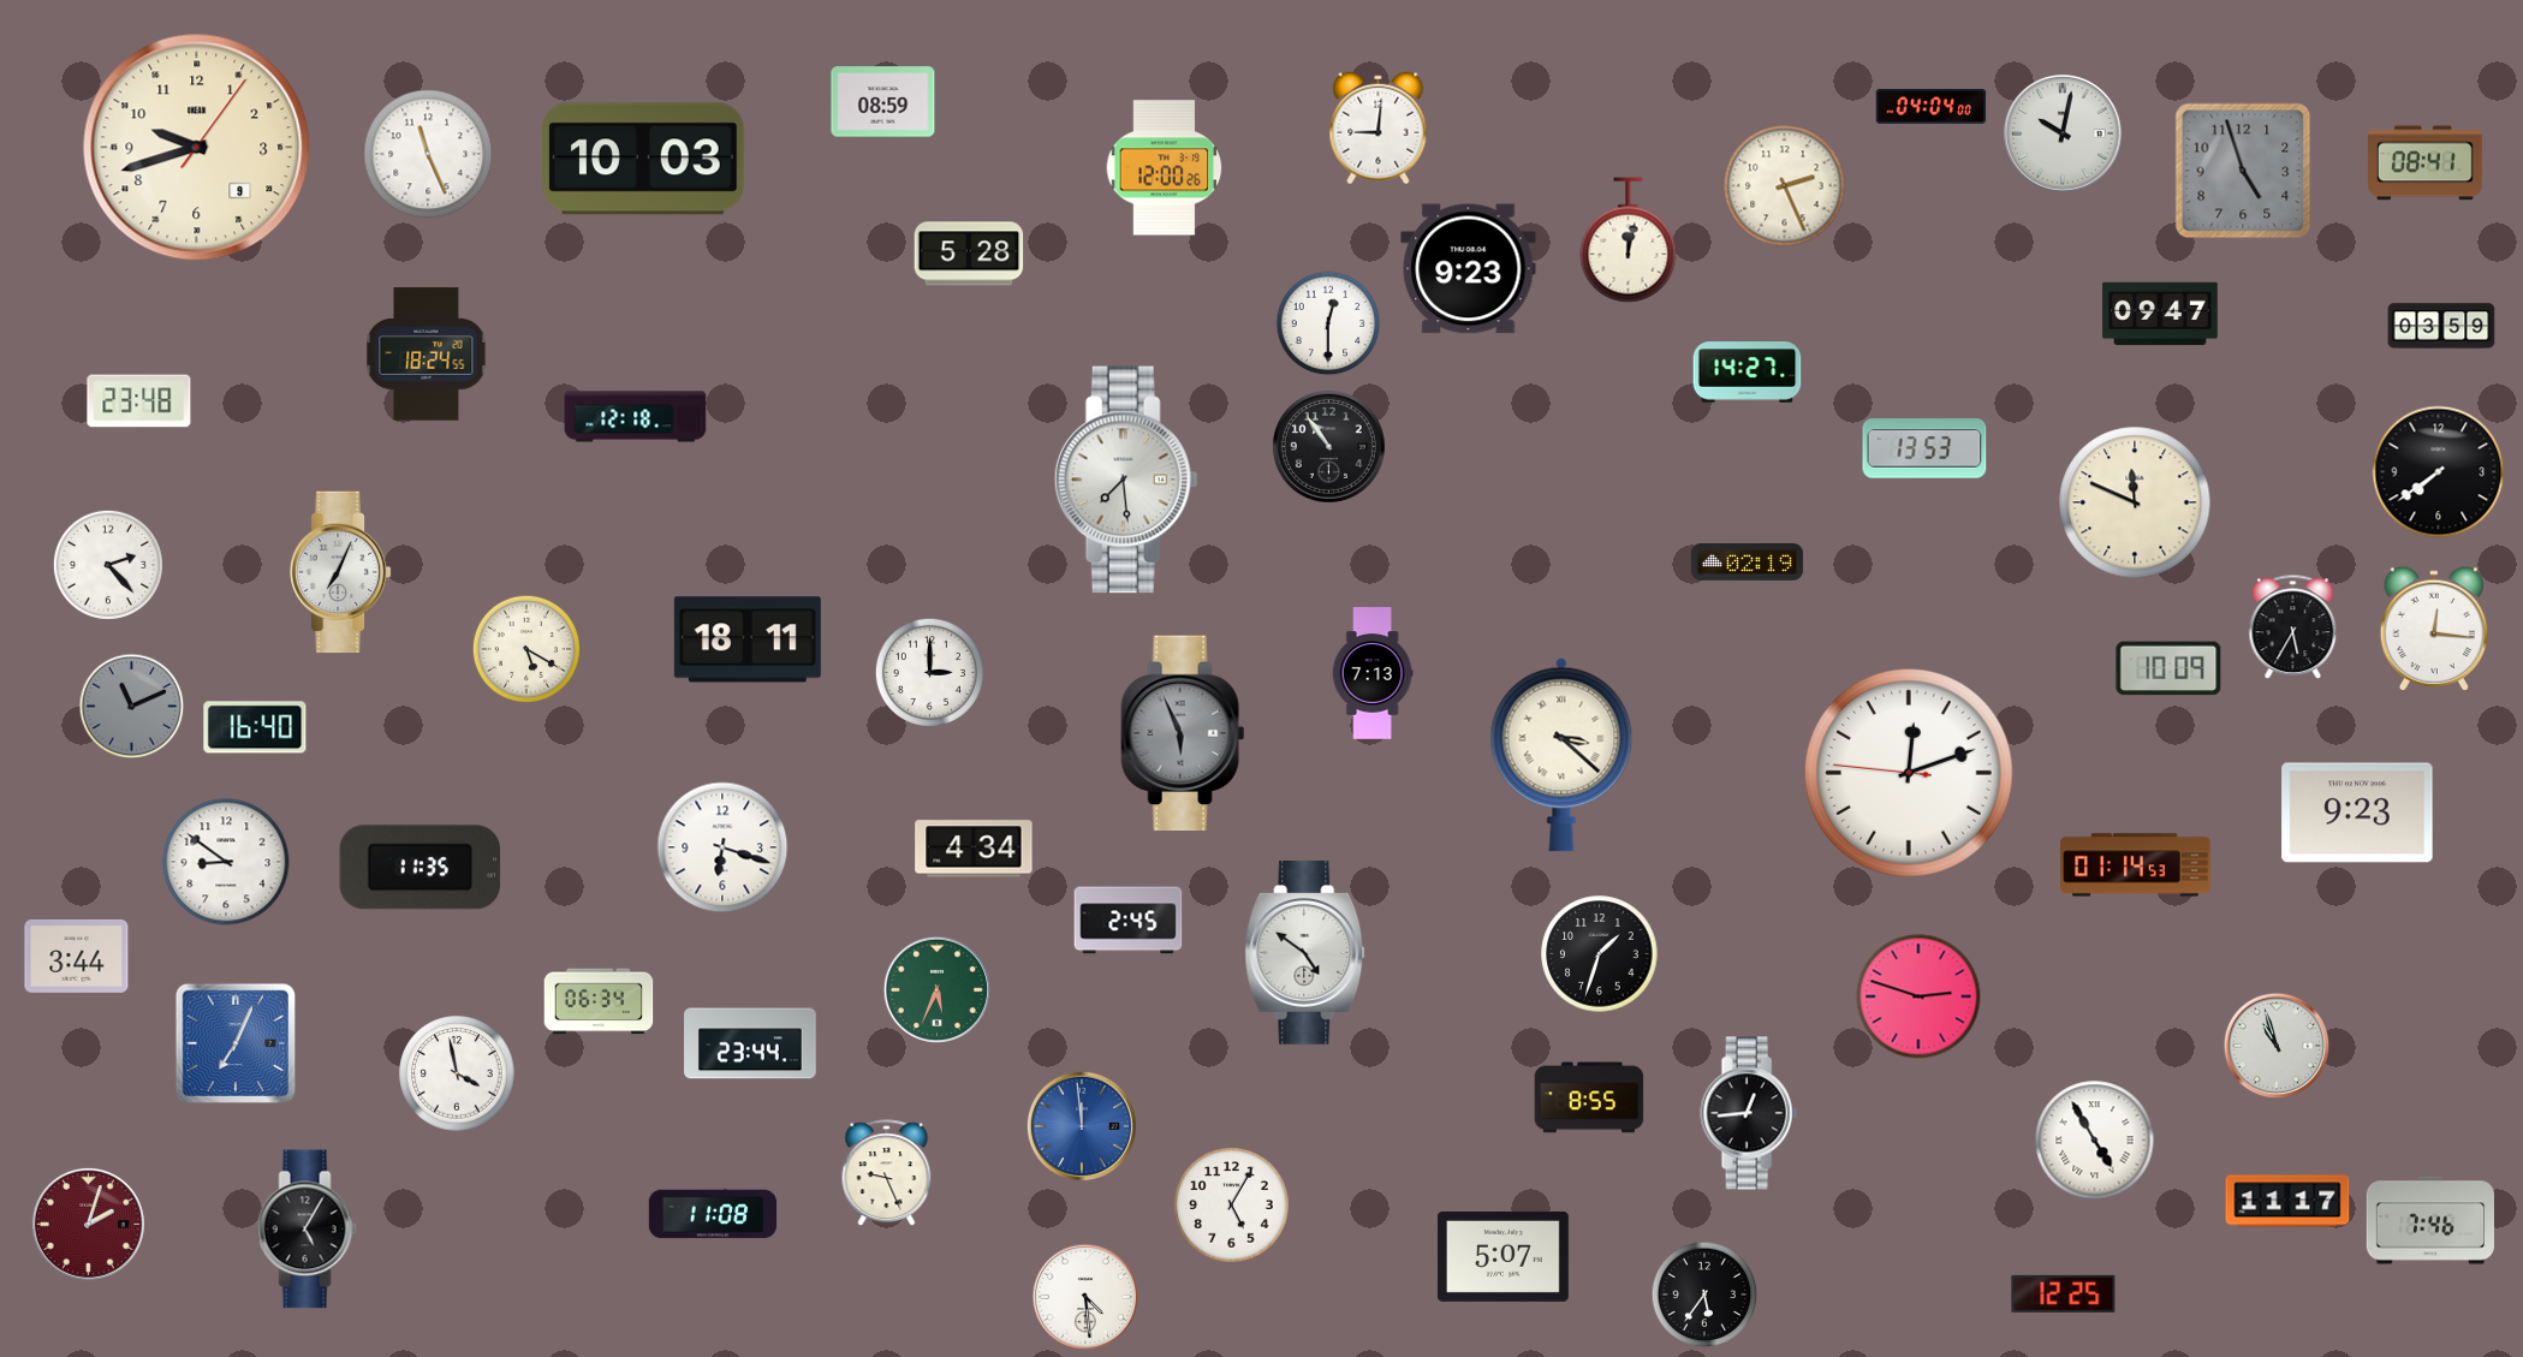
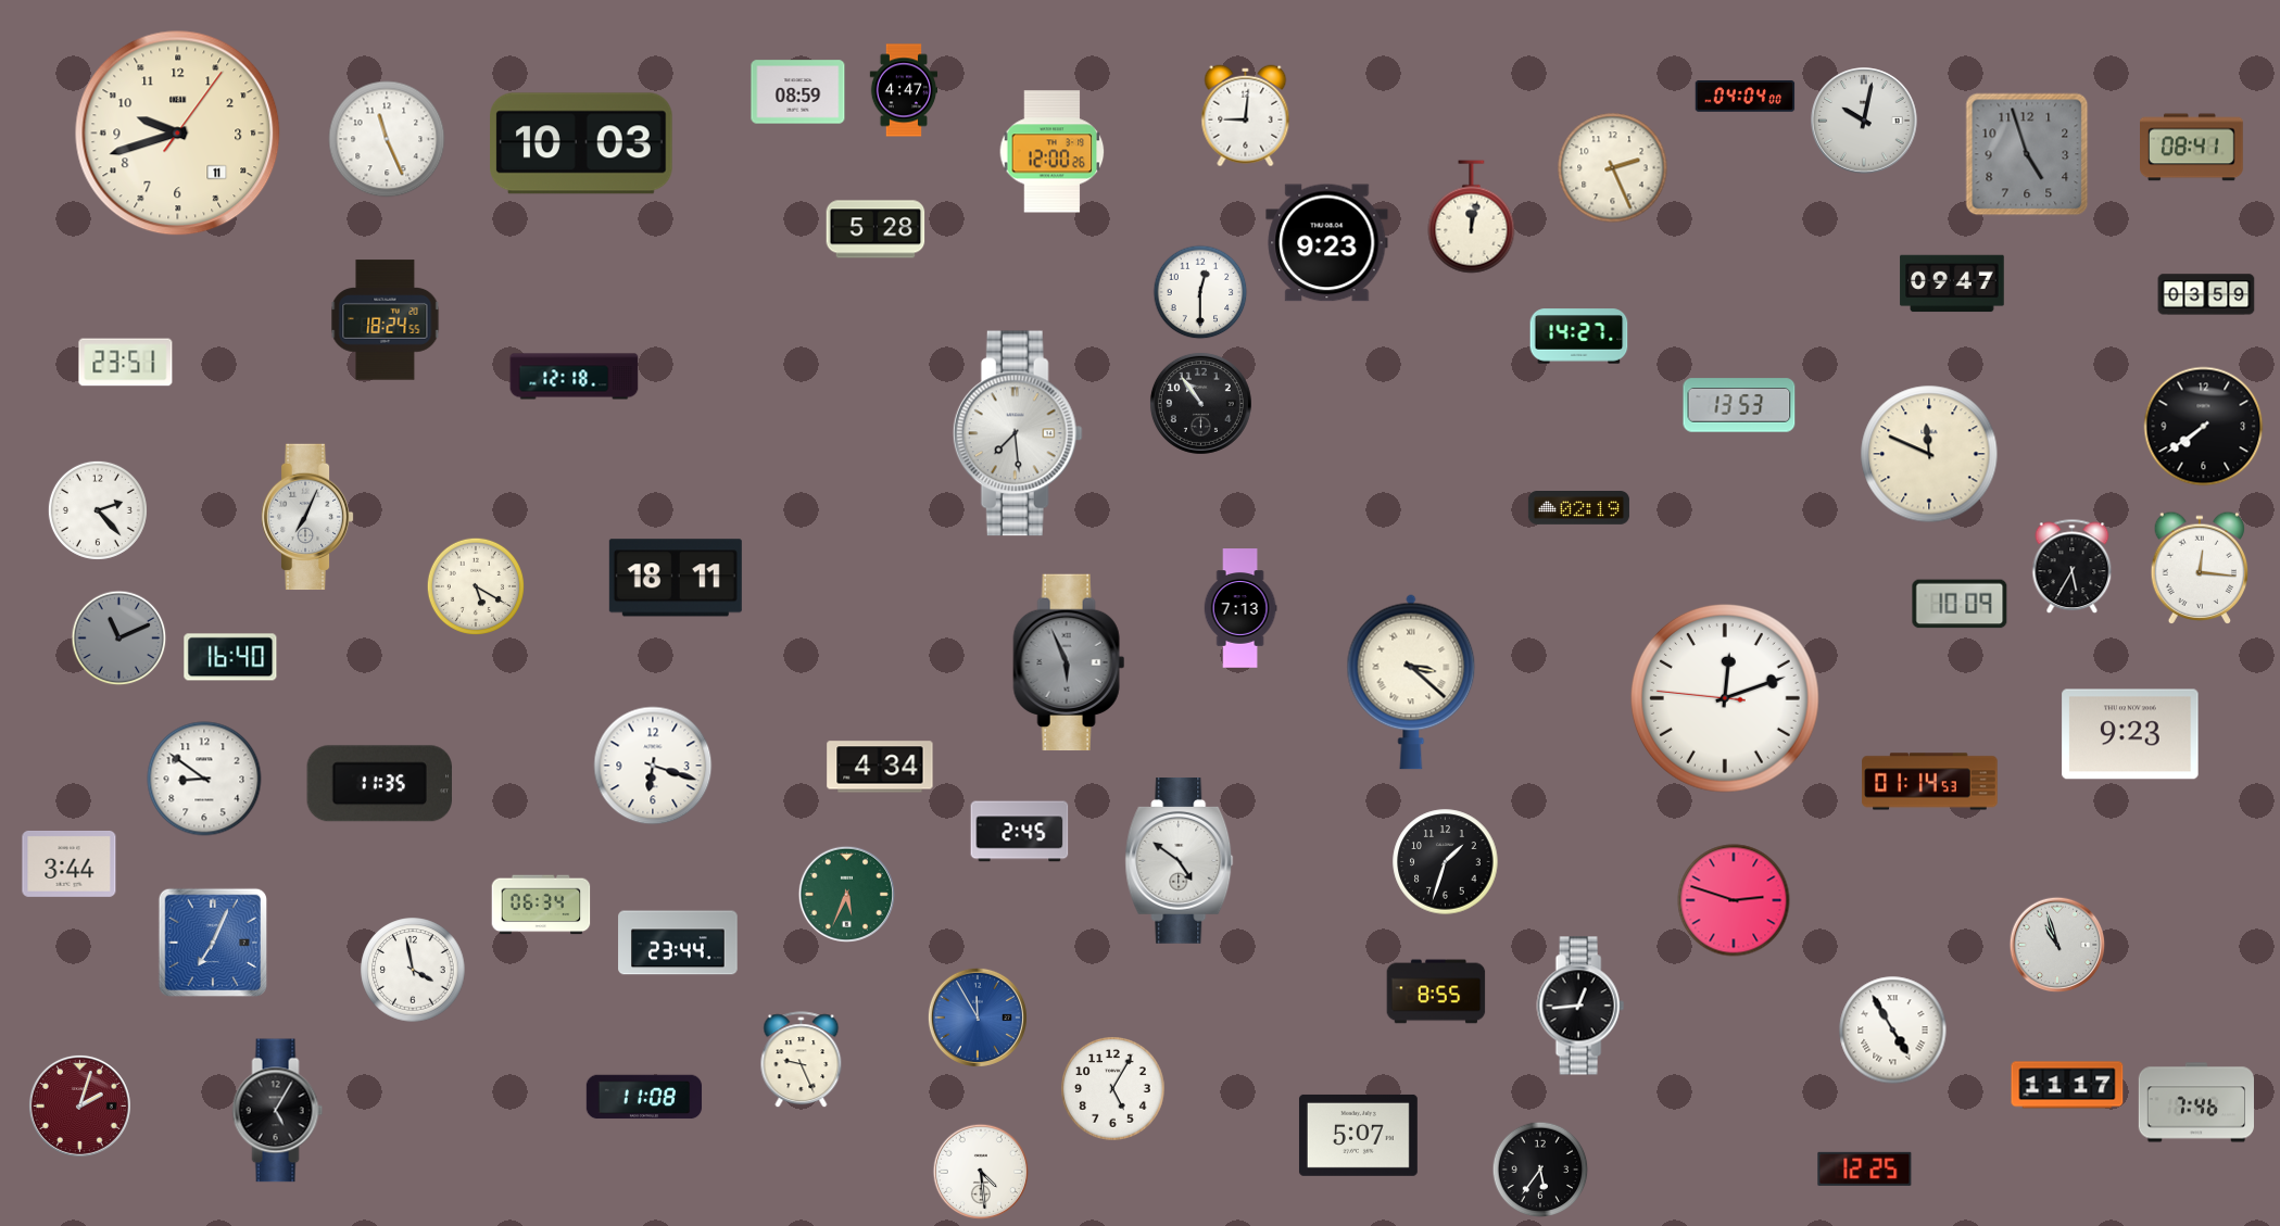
clock at (904, 90): none -> 4:47
clock at (197, 148) date: 9 -> 11
clock at (139, 401): 23:48 -> 23:51
clock at (929, 672): 3:00 -> none
clock at (1082, 1126): 11:59 -> 11:55
